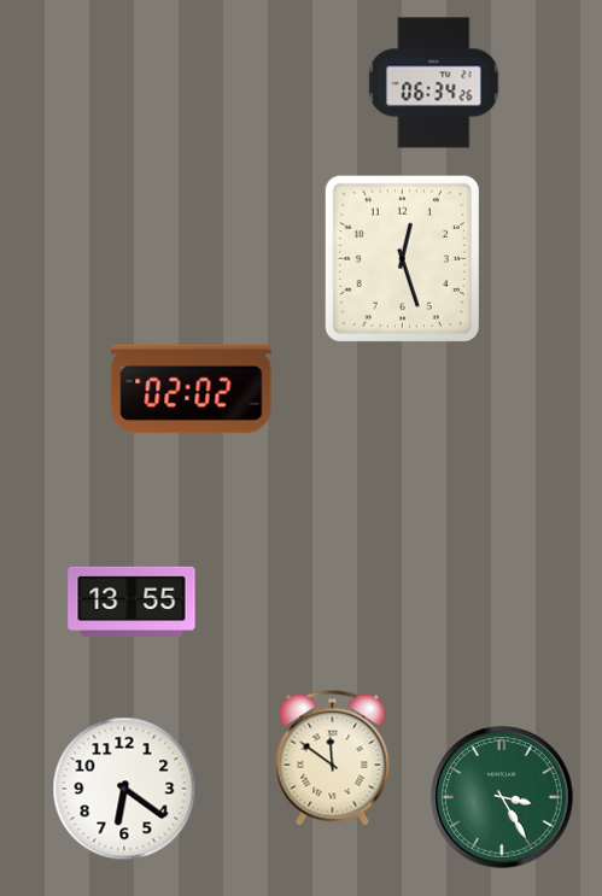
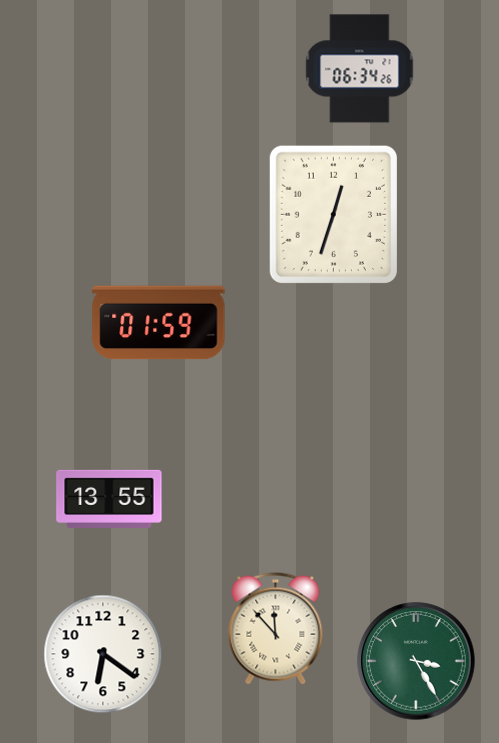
clock at (402, 258): 12:27 -> 12:33
clock at (192, 390): 02:02 -> 01:59
clock at (333, 759): 11:51 -> 11:53
